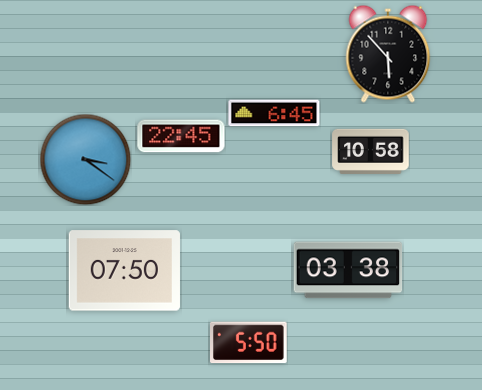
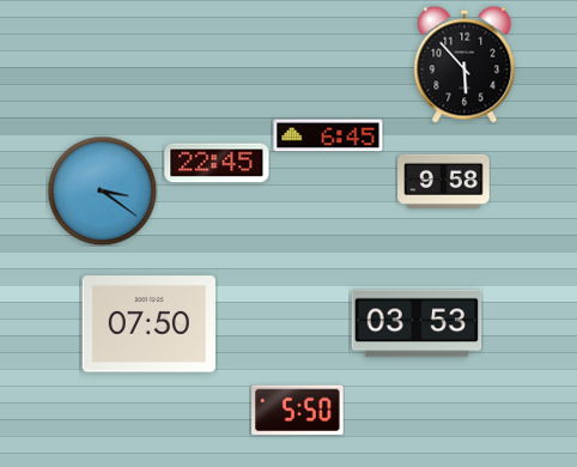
clock at (371, 151): 10:58 -> 9:58
clock at (348, 270): 03:38 -> 03:53
